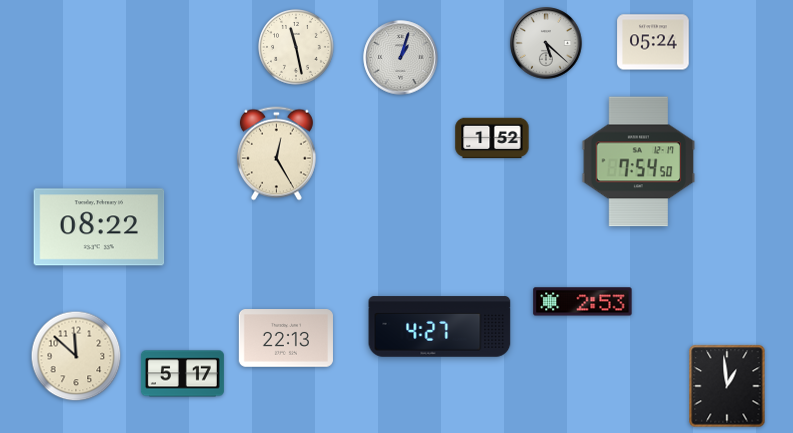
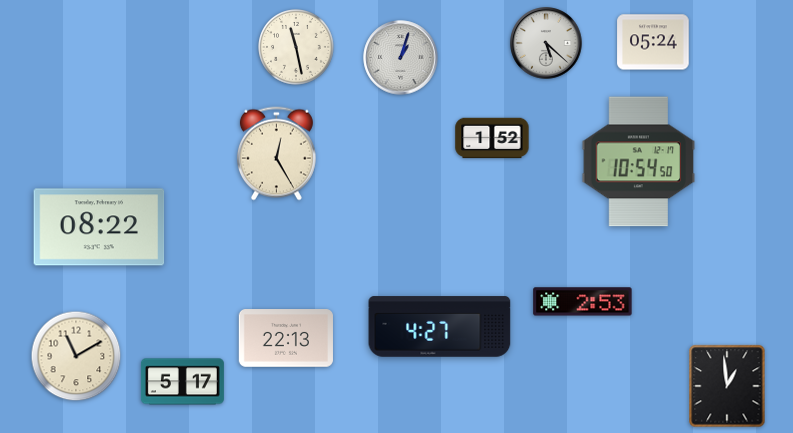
clock at (639, 162): 7:54 -> 10:54
clock at (76, 356): 11:52 -> 11:10
clock at (182, 374) position: (182, 374) -> (182, 382)
